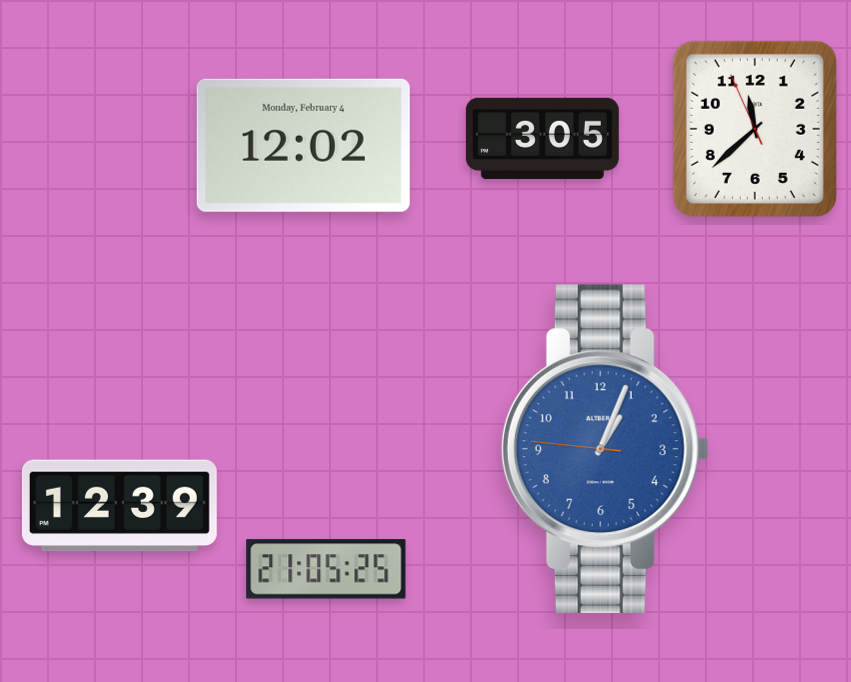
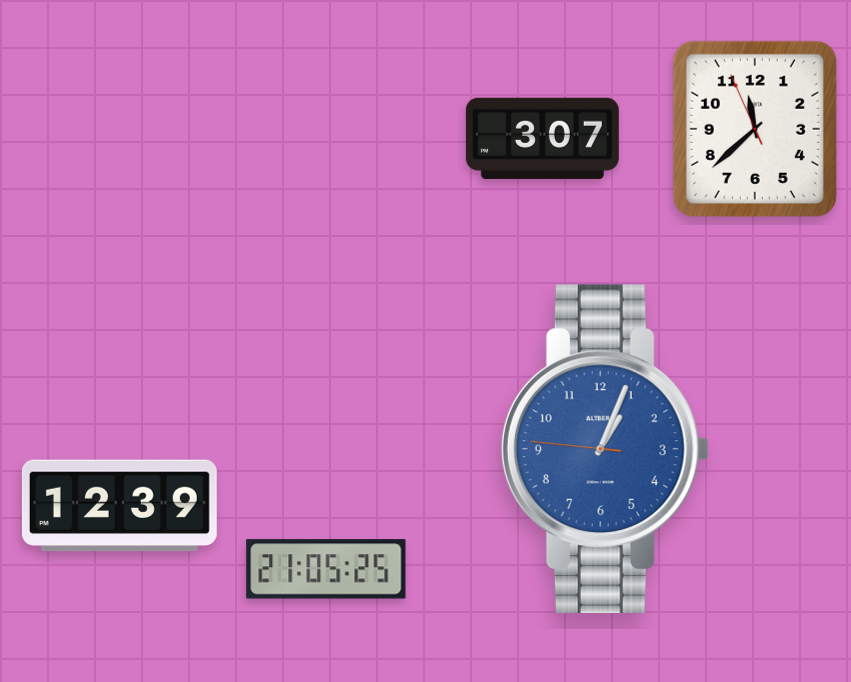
clock at (542, 138): 3:05 -> 3:07
clock at (303, 145): 12:02 -> none
